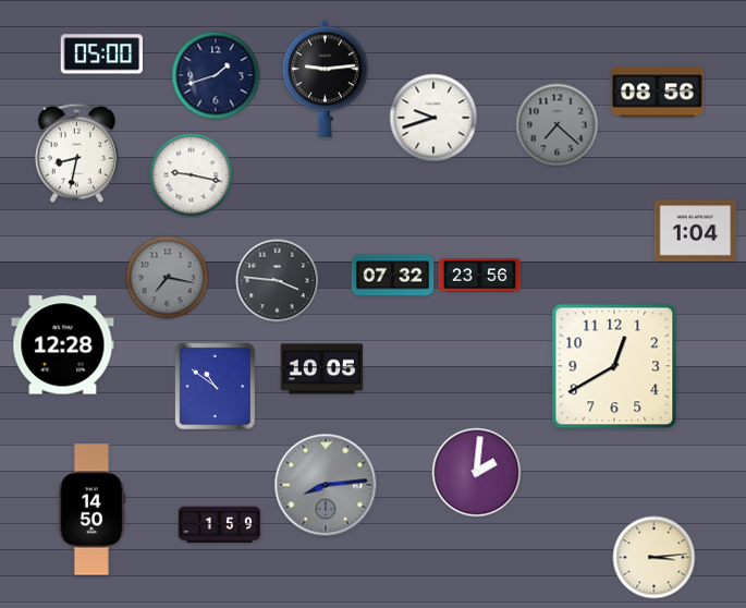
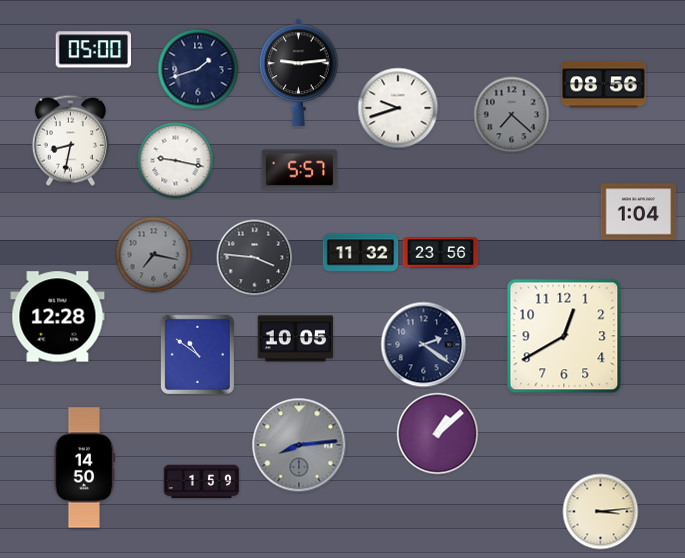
clock at (300, 170): none -> 5:57
clock at (393, 276): 07:32 -> 11:32
clock at (424, 345): none -> 2:21
clock at (477, 473): 2:01 -> 1:08
